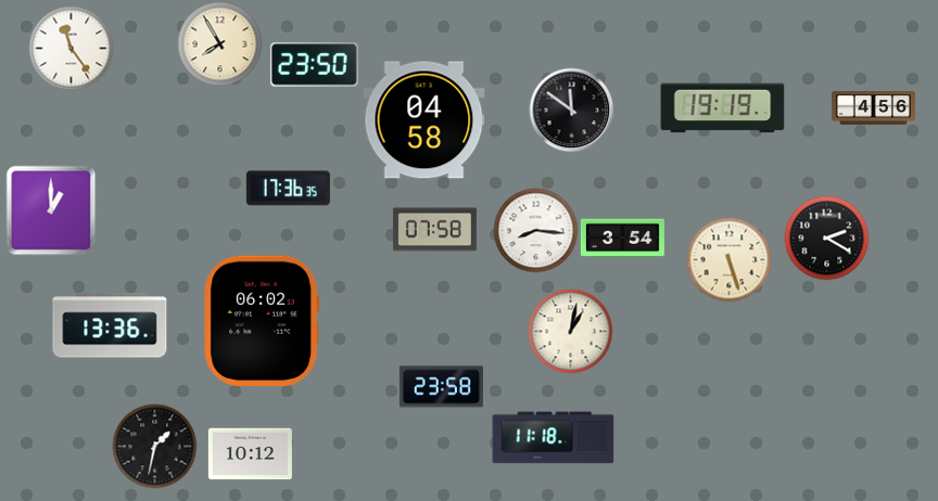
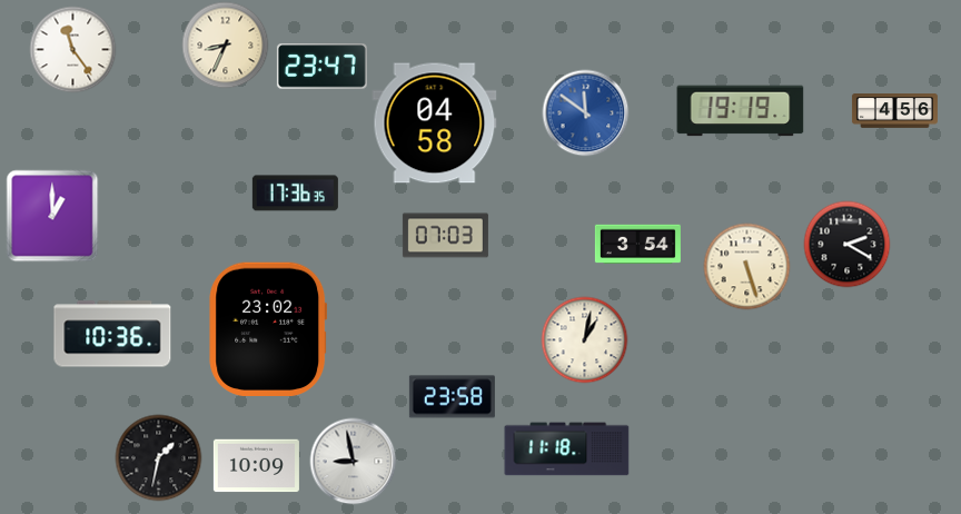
clock at (219, 43): 7:55 -> 8:34
clock at (314, 65): 23:50 -> 23:47
clock at (571, 110) dial: black -> blue
clock at (434, 230): 07:58 -> 07:03
clock at (535, 230): 8:16 -> none
clock at (262, 321): 06:02 -> 23:02
clock at (110, 325): 13:36 -> 10:36
clock at (353, 461): none -> 8:58
clock at (250, 454): 10:12 -> 10:09
